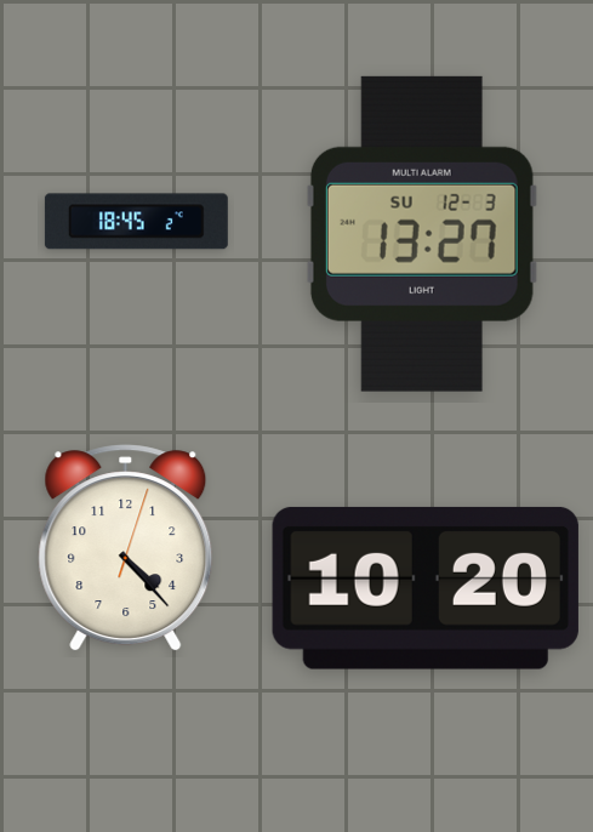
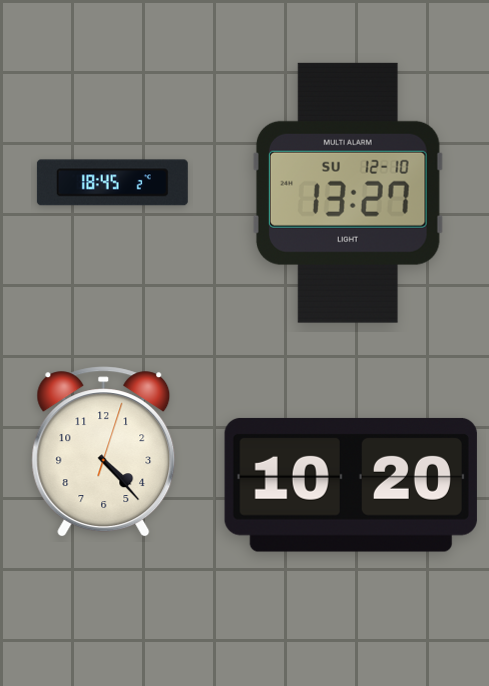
clock at (422, 234) date: SU 12-3 -> SU 12-10
